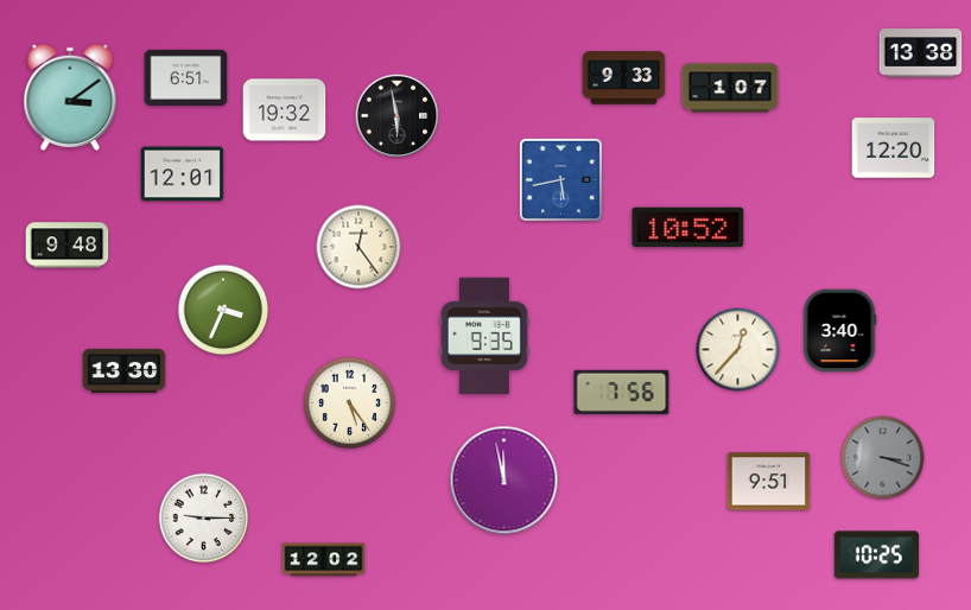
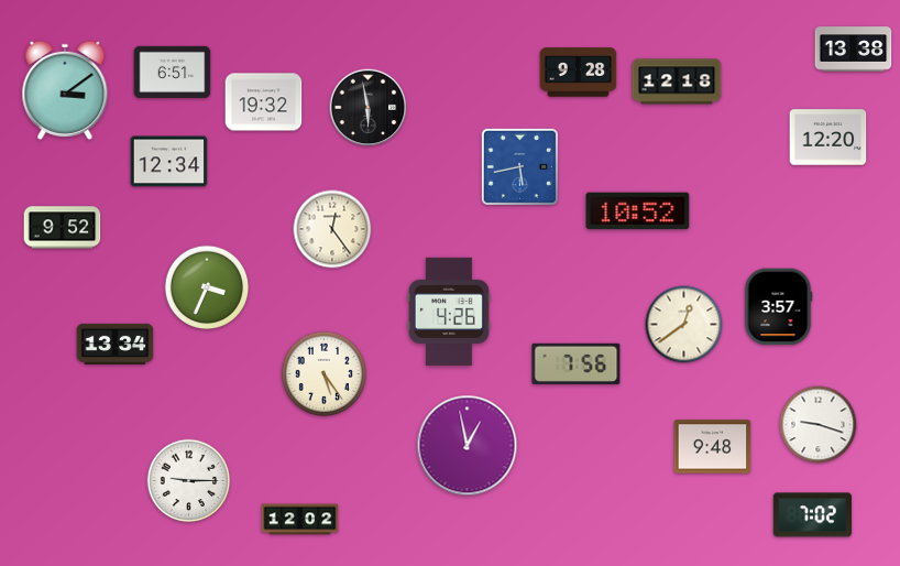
clock at (624, 78): 9:33 -> 9:28
clock at (730, 88): 1:07 -> 12:18
clock at (183, 174): 12:01 -> 12:34
clock at (68, 246): 9:48 -> 9:52
clock at (839, 331): 3:40 -> 3:57
clock at (484, 336): 9:35 -> 4:26
clock at (738, 350): 12:37 -> 12:39
clock at (125, 370): 13:30 -> 13:34
clock at (883, 458): 3:18 -> 9:18
clock at (883, 458) dial: grey -> white
clock at (504, 481): 11:58 -> 12:58
clock at (769, 482): 9:51 -> 9:48
clock at (876, 555): 10:25 -> 7:02
